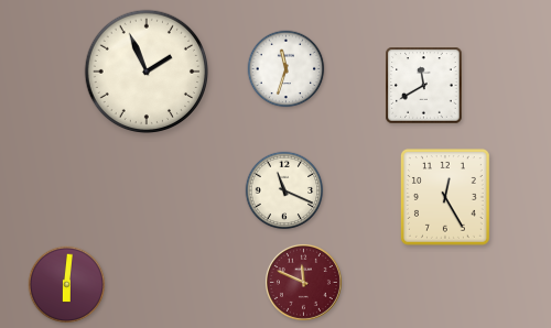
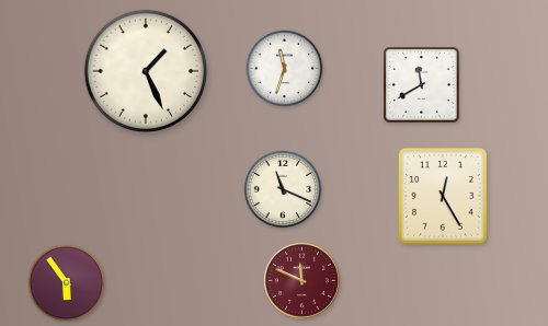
clock at (145, 70): 1:56 -> 1:26
clock at (67, 285): 6:01 -> 5:54
